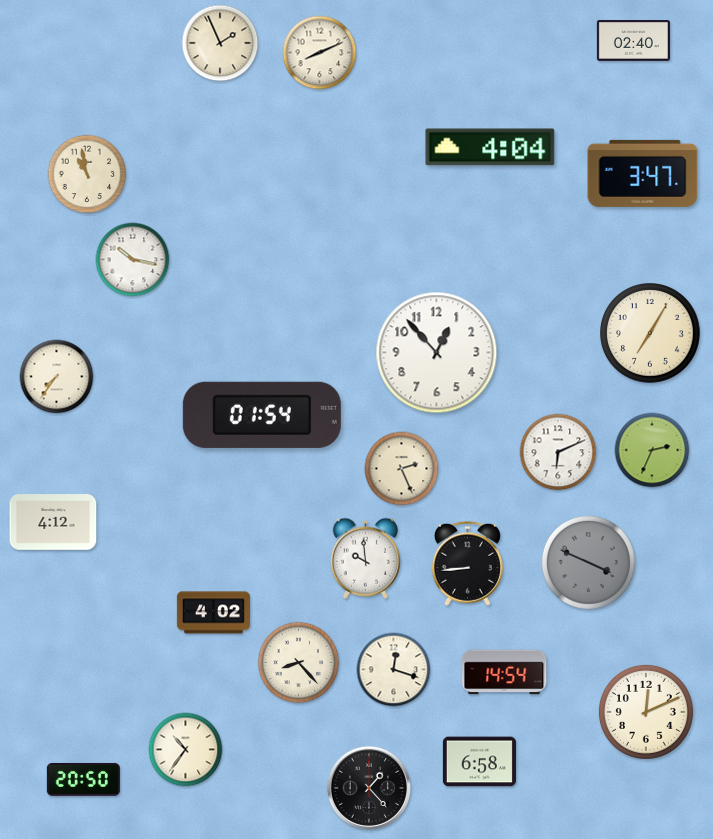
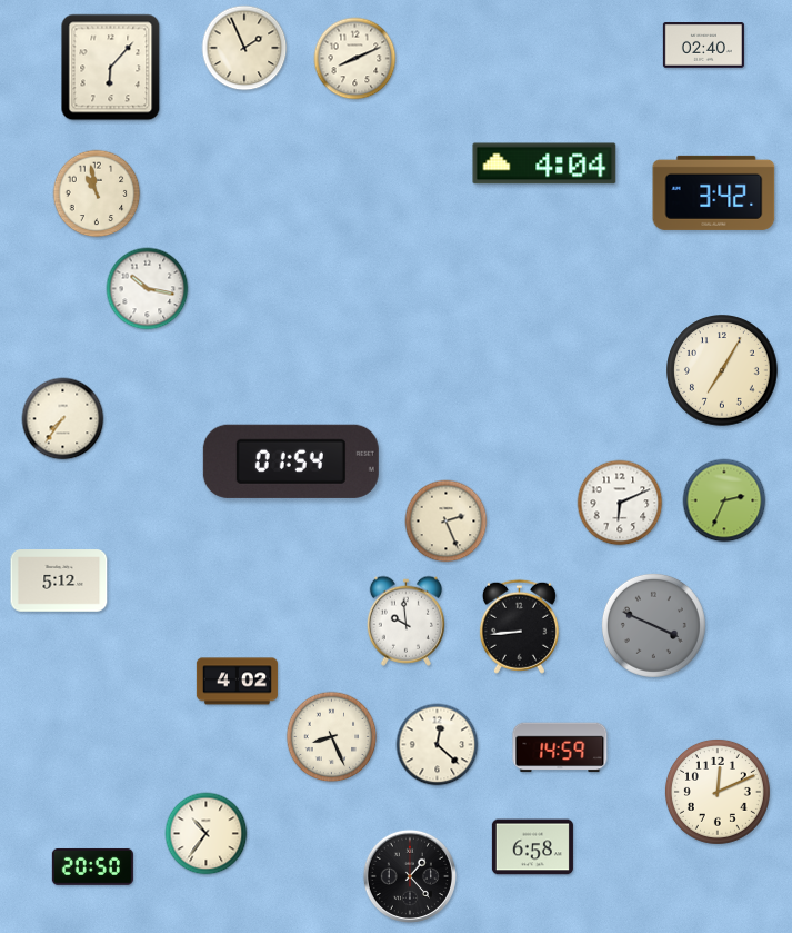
clock at (111, 68): none -> 6:07
clock at (643, 173): 3:47 -> 3:42
clock at (437, 353): 12:53 -> none
clock at (53, 522): 4:12 -> 5:12
clock at (299, 663): 8:23 -> 8:26
clock at (394, 670): 12:18 -> 12:22
clock at (504, 672): 14:54 -> 14:59
